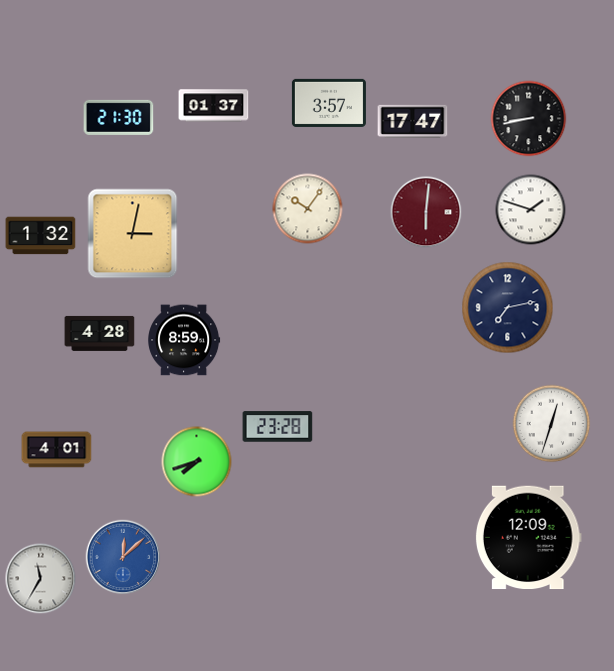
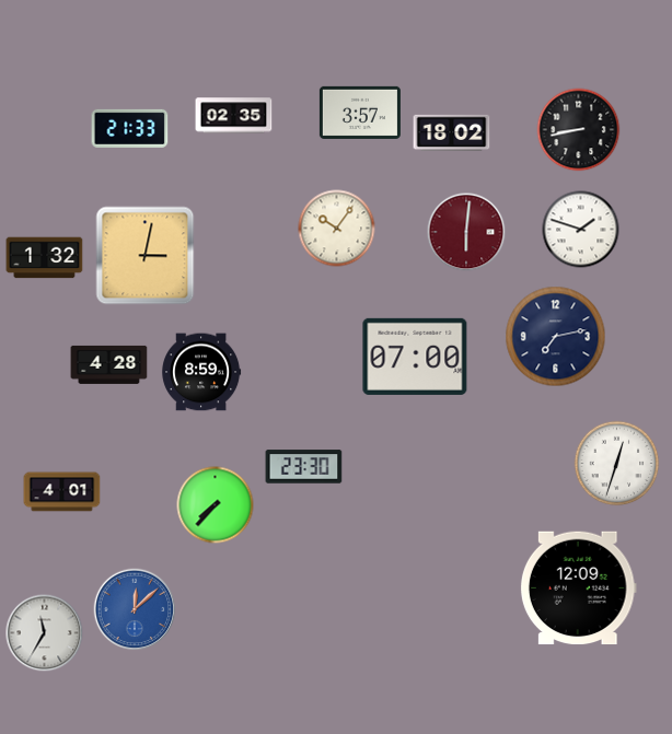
clock at (214, 106): 01:37 -> 02:35
clock at (119, 117): 21:30 -> 21:33
clock at (413, 122): 17:47 -> 18:02
clock at (415, 357): none -> 07:00
clock at (552, 424) position: (552, 424) -> (617, 464)
clock at (278, 427): 23:28 -> 23:30
clock at (197, 462): 7:42 -> 7:37
